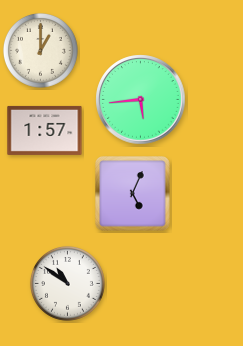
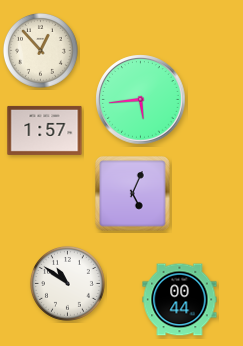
clock at (40, 50): 1:00 -> 12:53
clock at (180, 300): none -> 00:44
